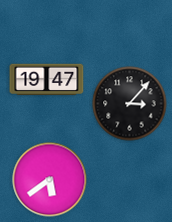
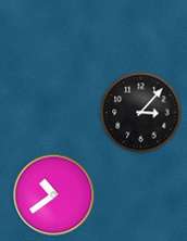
clock at (47, 80): 19:47 -> none
clock at (50, 180): 5:39 -> 10:39
